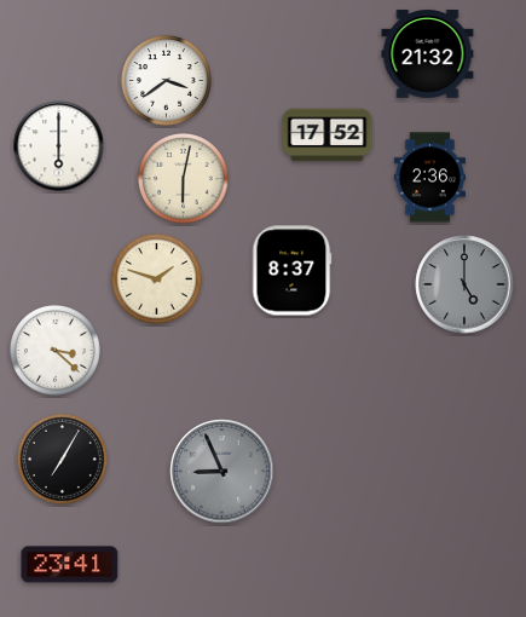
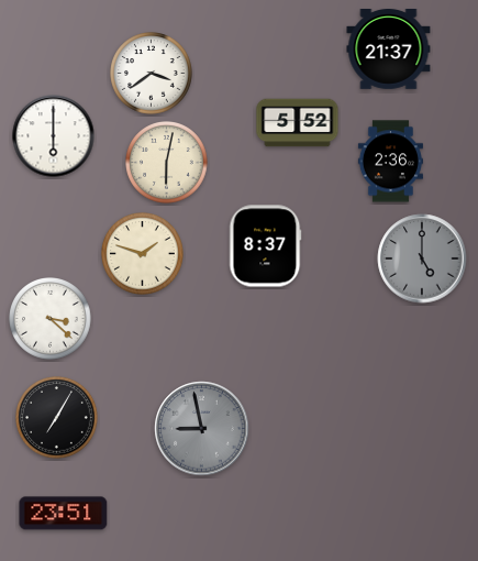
clock at (428, 54): 21:32 -> 21:37
clock at (328, 135): 17:52 -> 5:52
clock at (59, 146) position: (59, 146) -> (54, 136)
clock at (222, 472): 8:56 -> 8:58
clock at (70, 565): 23:41 -> 23:51
